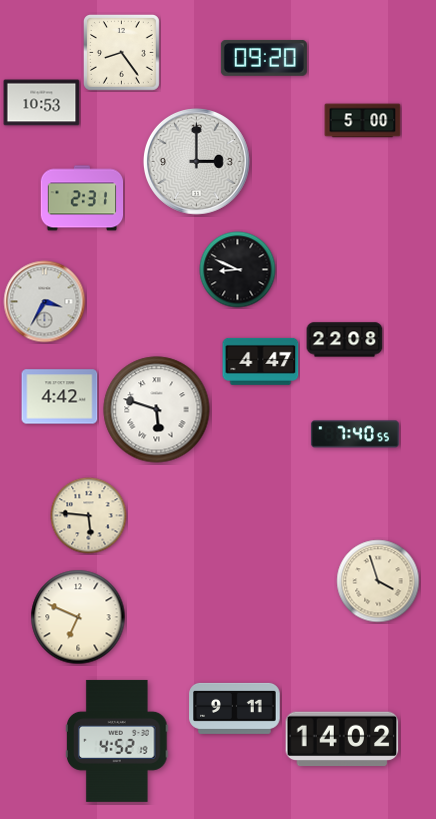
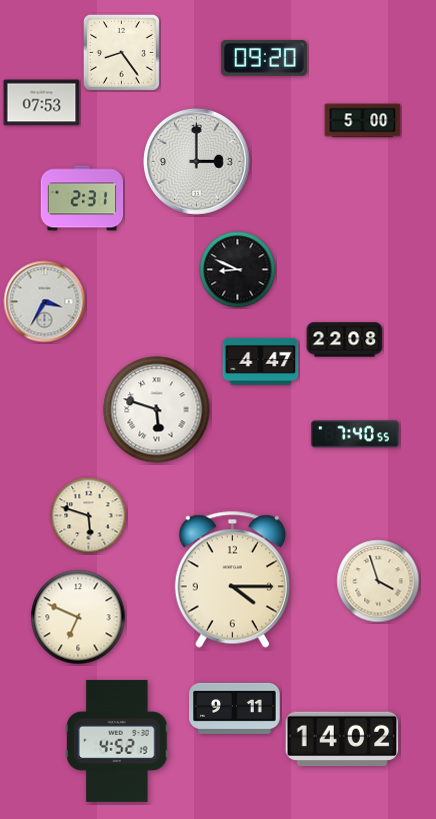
clock at (42, 103): 10:53 -> 07:53
clock at (60, 397): 4:42 -> none
clock at (89, 516): 5:46 -> 5:48
clock at (232, 579): none -> 4:15
